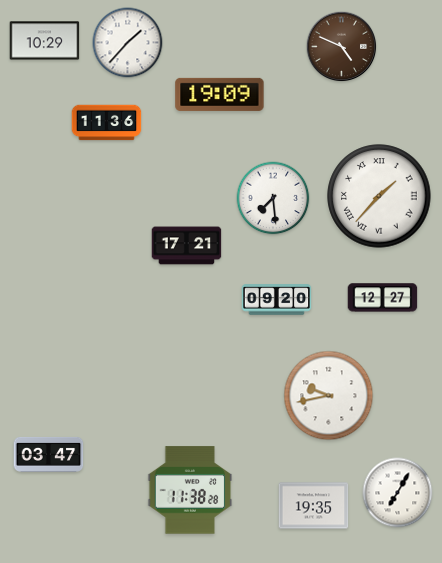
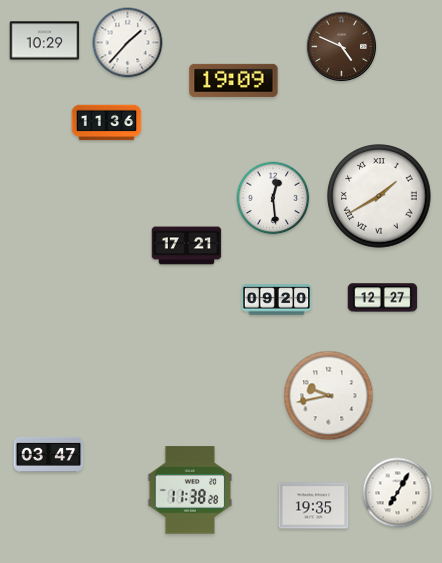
clock at (220, 94) position: (220, 94) -> (234, 80)
clock at (379, 196): 1:37 -> 1:40
clock at (273, 198): 7:29 -> 12:29
